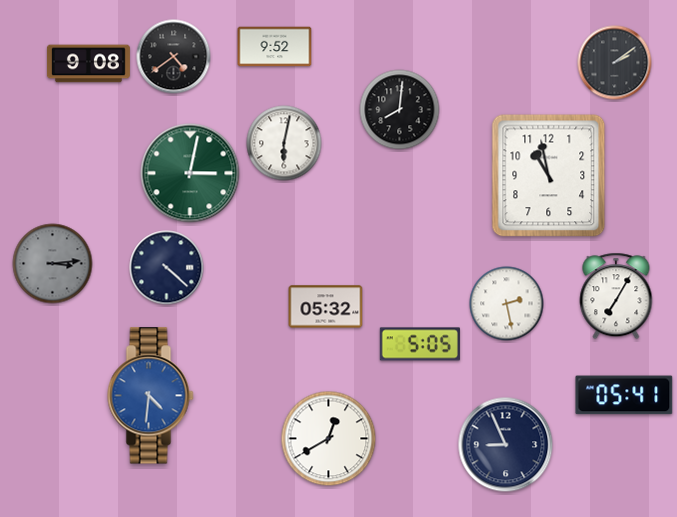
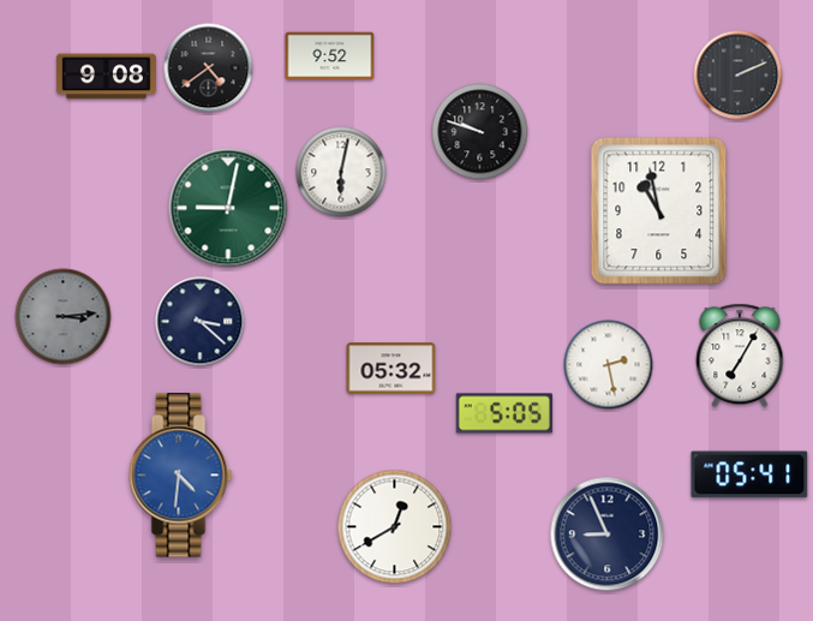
clock at (615, 63): 2:09 -> 2:11
clock at (400, 110): 8:01 -> 9:48
clock at (190, 173): 3:02 -> 9:02
clock at (167, 268): 4:22 -> 3:22
